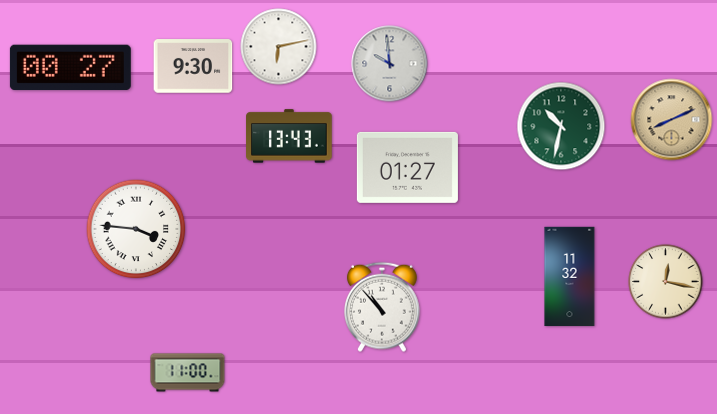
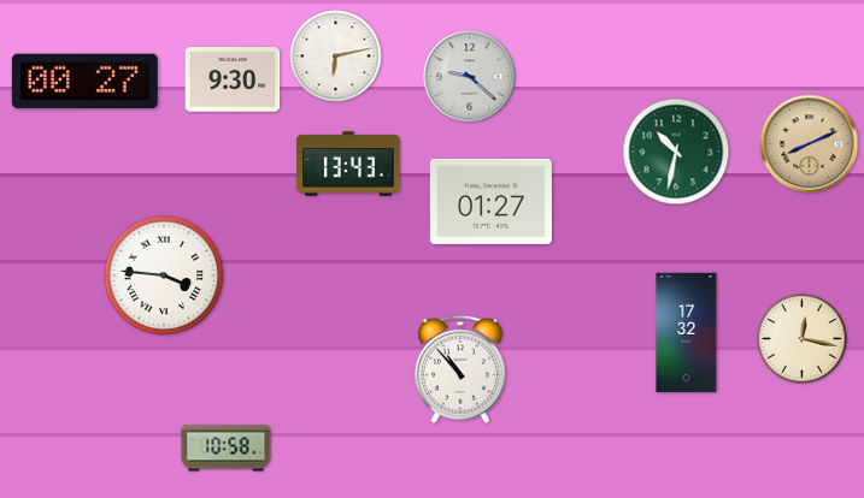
clock at (390, 64): 9:59 -> 9:22
clock at (570, 277): 11:32 -> 17:32
clock at (188, 373): 11:00 -> 10:58
